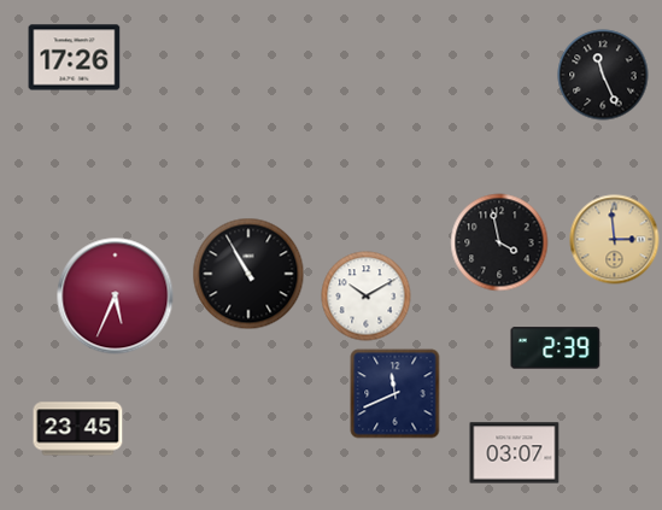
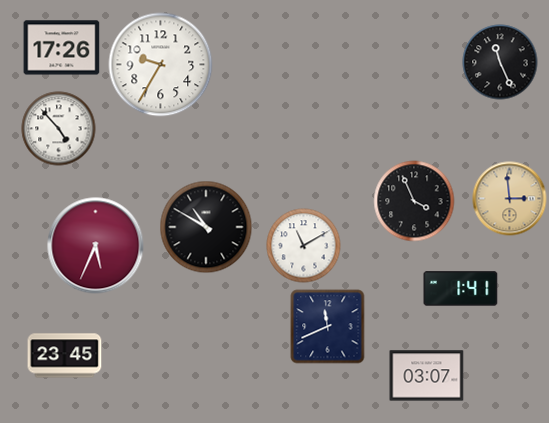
clock at (161, 65): none -> 9:35
clock at (59, 129): none -> 4:53
clock at (499, 242): 3:58 -> 3:56
clock at (248, 274): 10:55 -> 10:50
clock at (367, 297): 10:10 -> 11:10
clock at (556, 348): 2:39 -> 1:41
